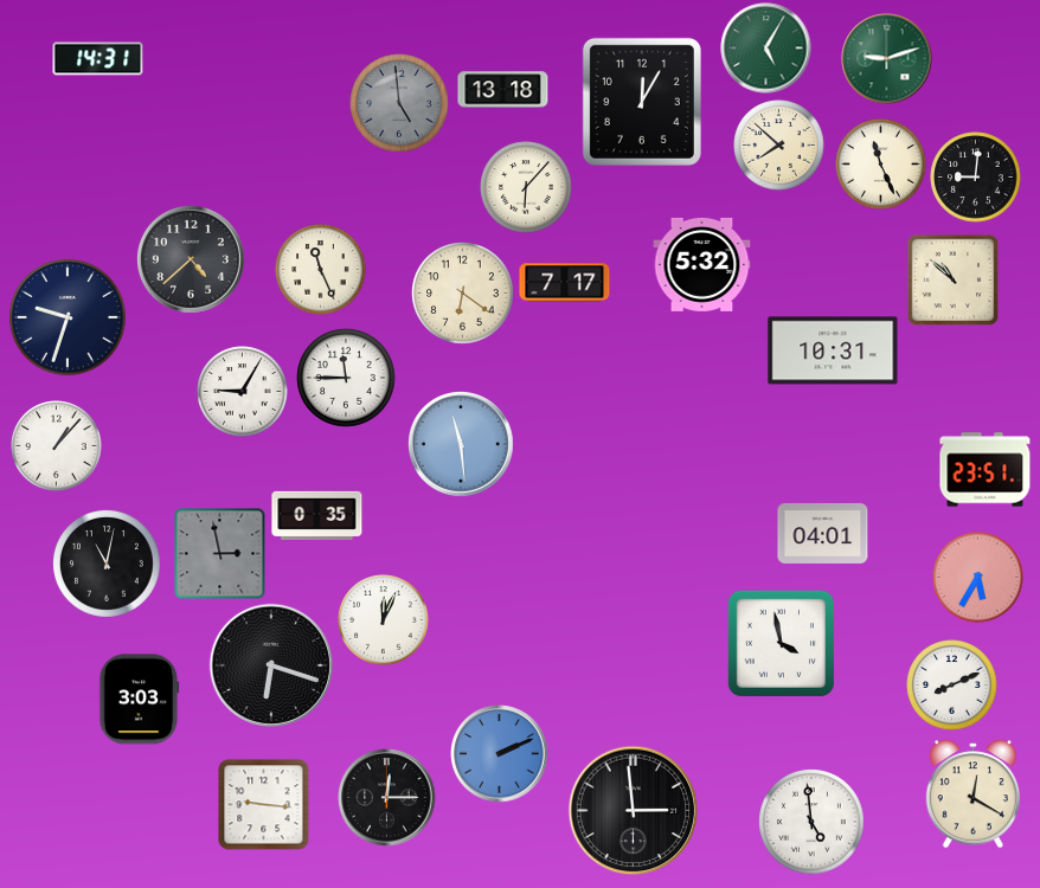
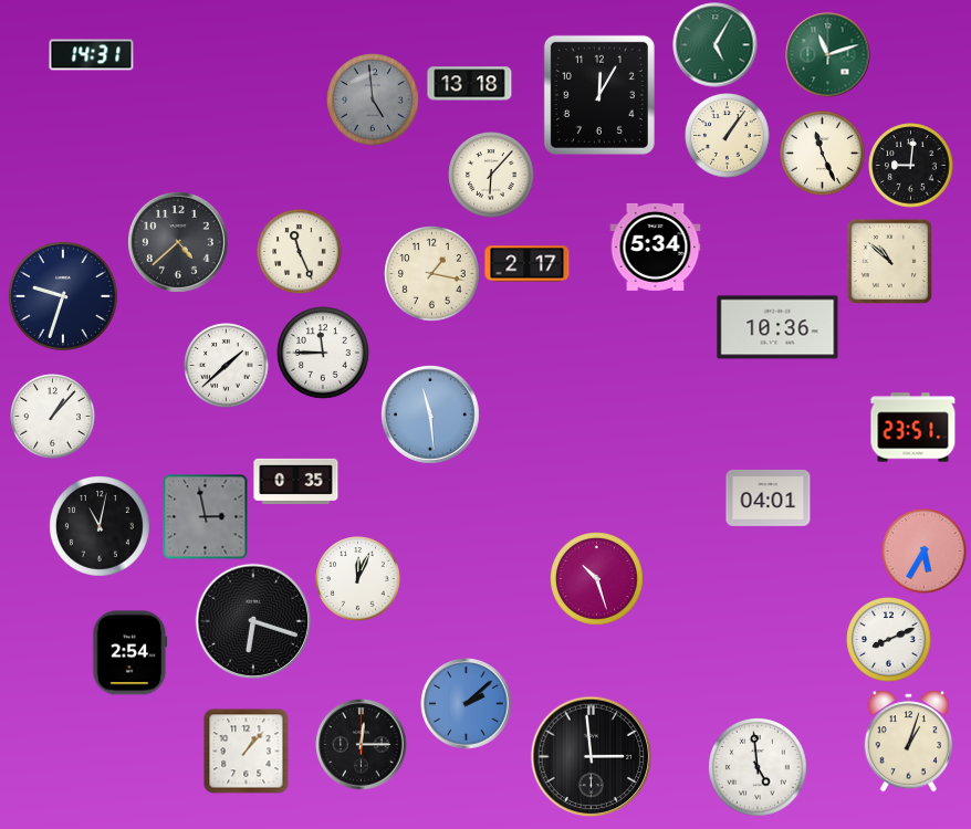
clock at (887, 59): 9:12 -> 11:12
clock at (399, 103) position: (399, 103) -> (373, 99)
clock at (779, 146): 7:52 -> 1:06
clock at (702, 264): 5:32 -> 5:34
clock at (565, 283): 7:17 -> 2:17
clock at (463, 294): 6:21 -> 1:17
clock at (833, 350): 10:31 -> 10:36
clock at (243, 392): 9:05 -> 1:38
clock at (986, 470) position: (986, 470) -> (913, 428)
clock at (978, 578) position: (978, 578) -> (925, 552)
clock at (597, 579): none -> 10:27
clock at (781, 643): 3:58 -> none
clock at (140, 700): 3:03 -> 2:54
clock at (500, 754): 2:11 -> 2:08
clock at (972, 794): 12:20 -> 1:03
clock at (264, 805): 9:16 -> 1:07
